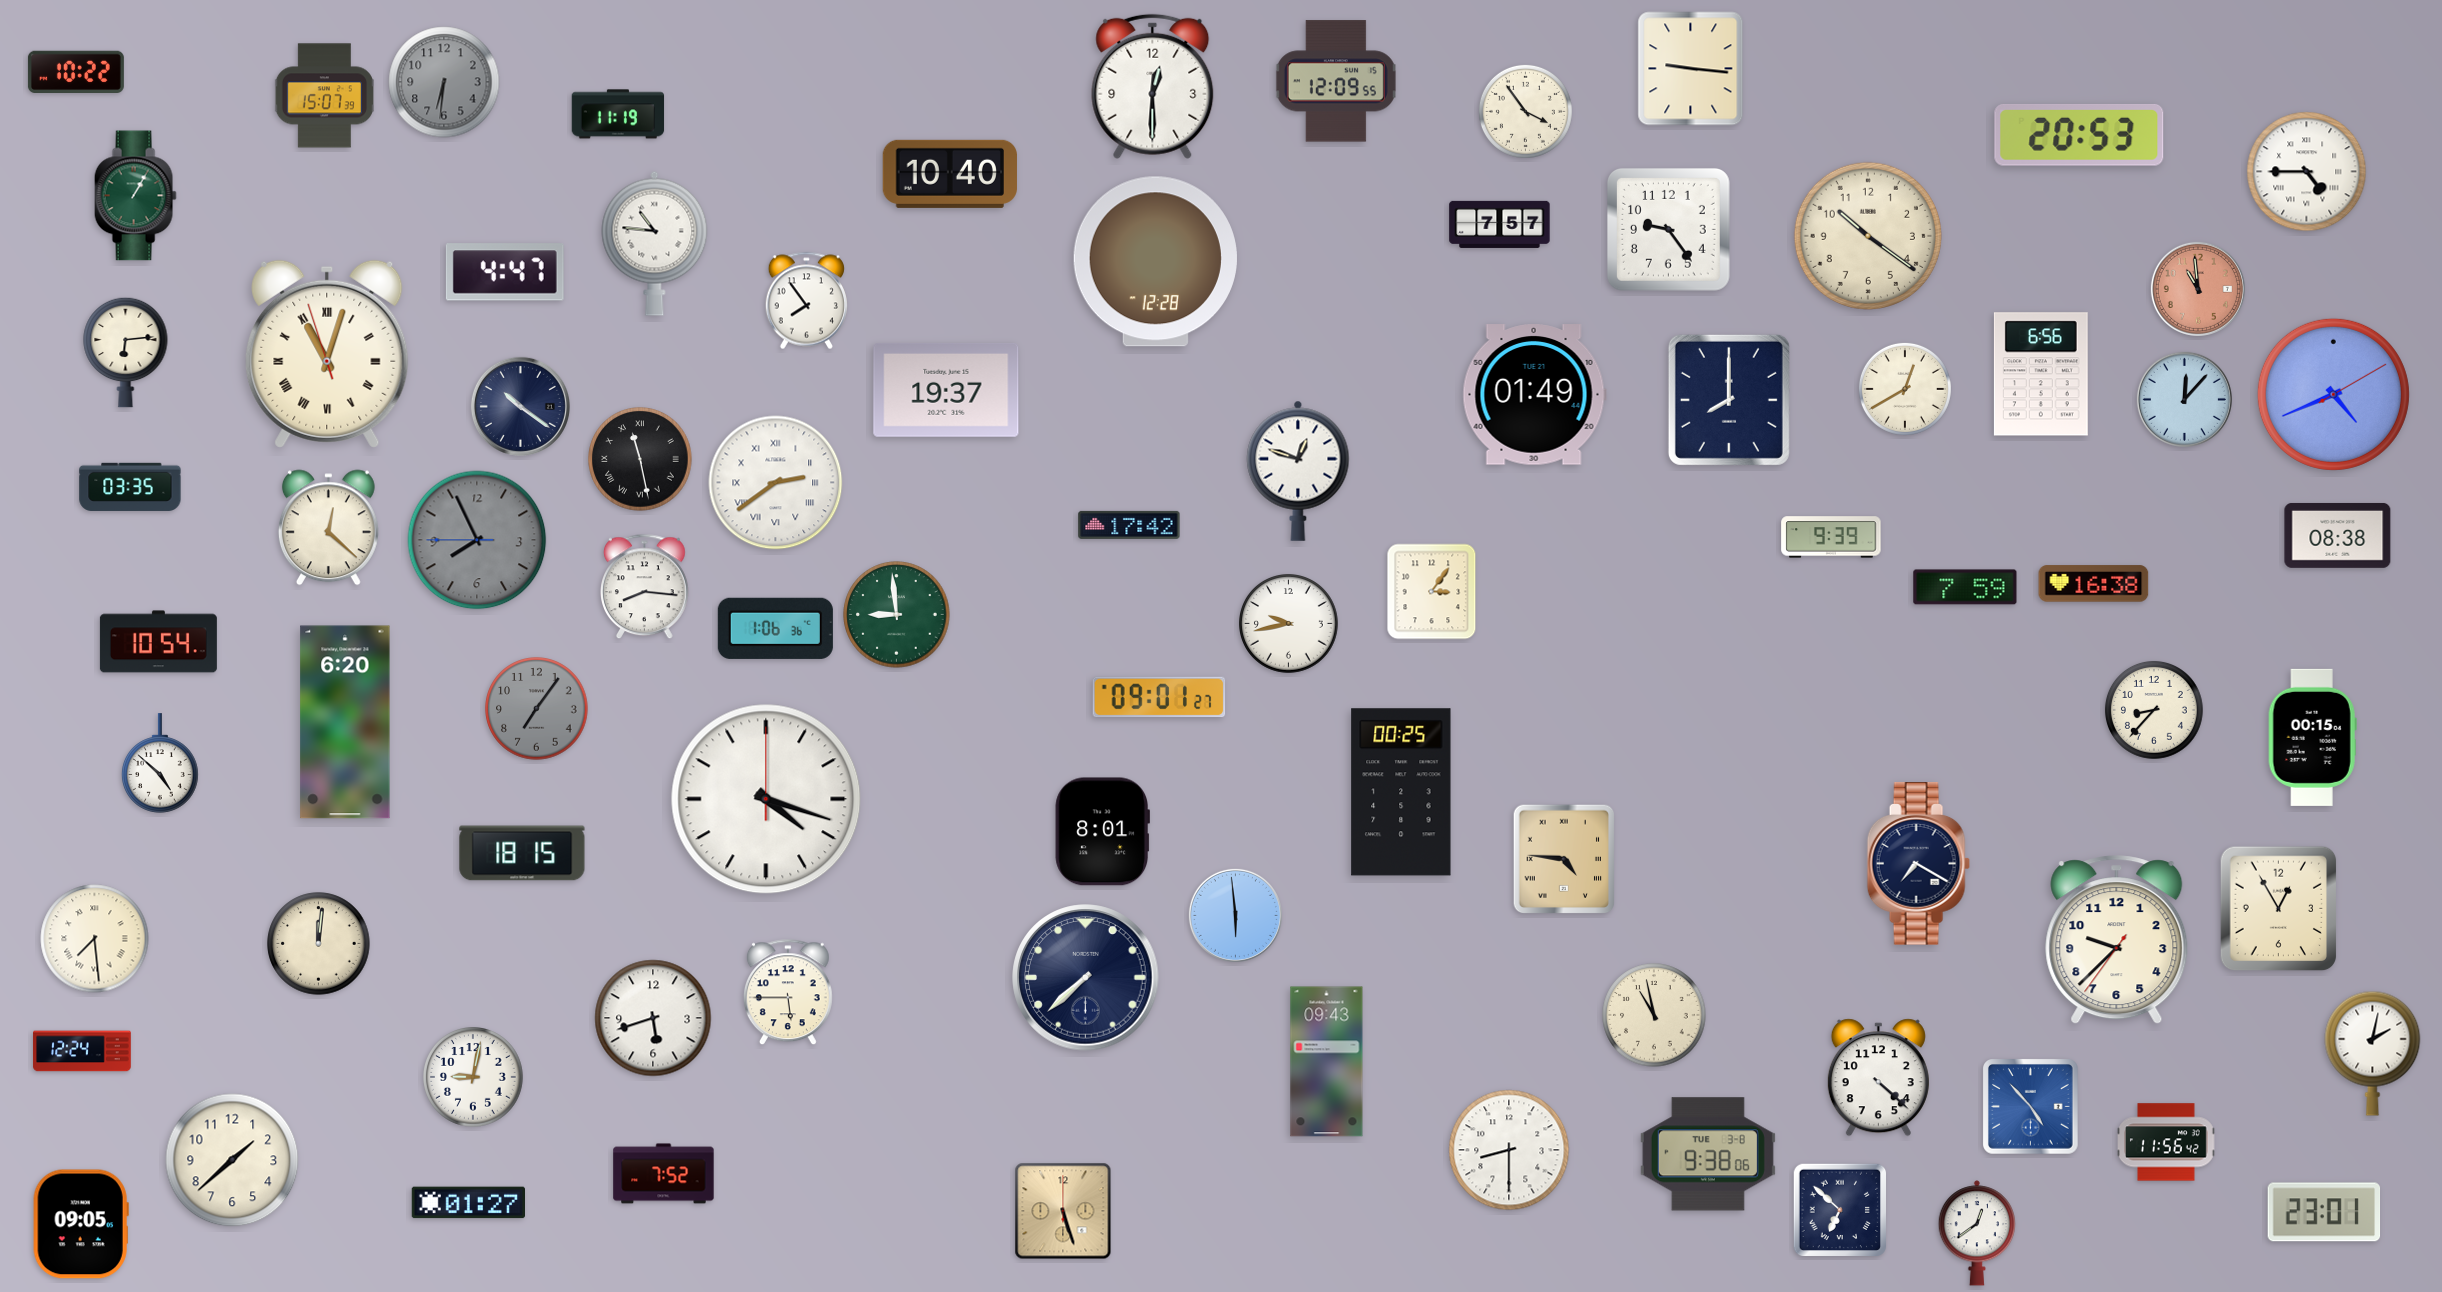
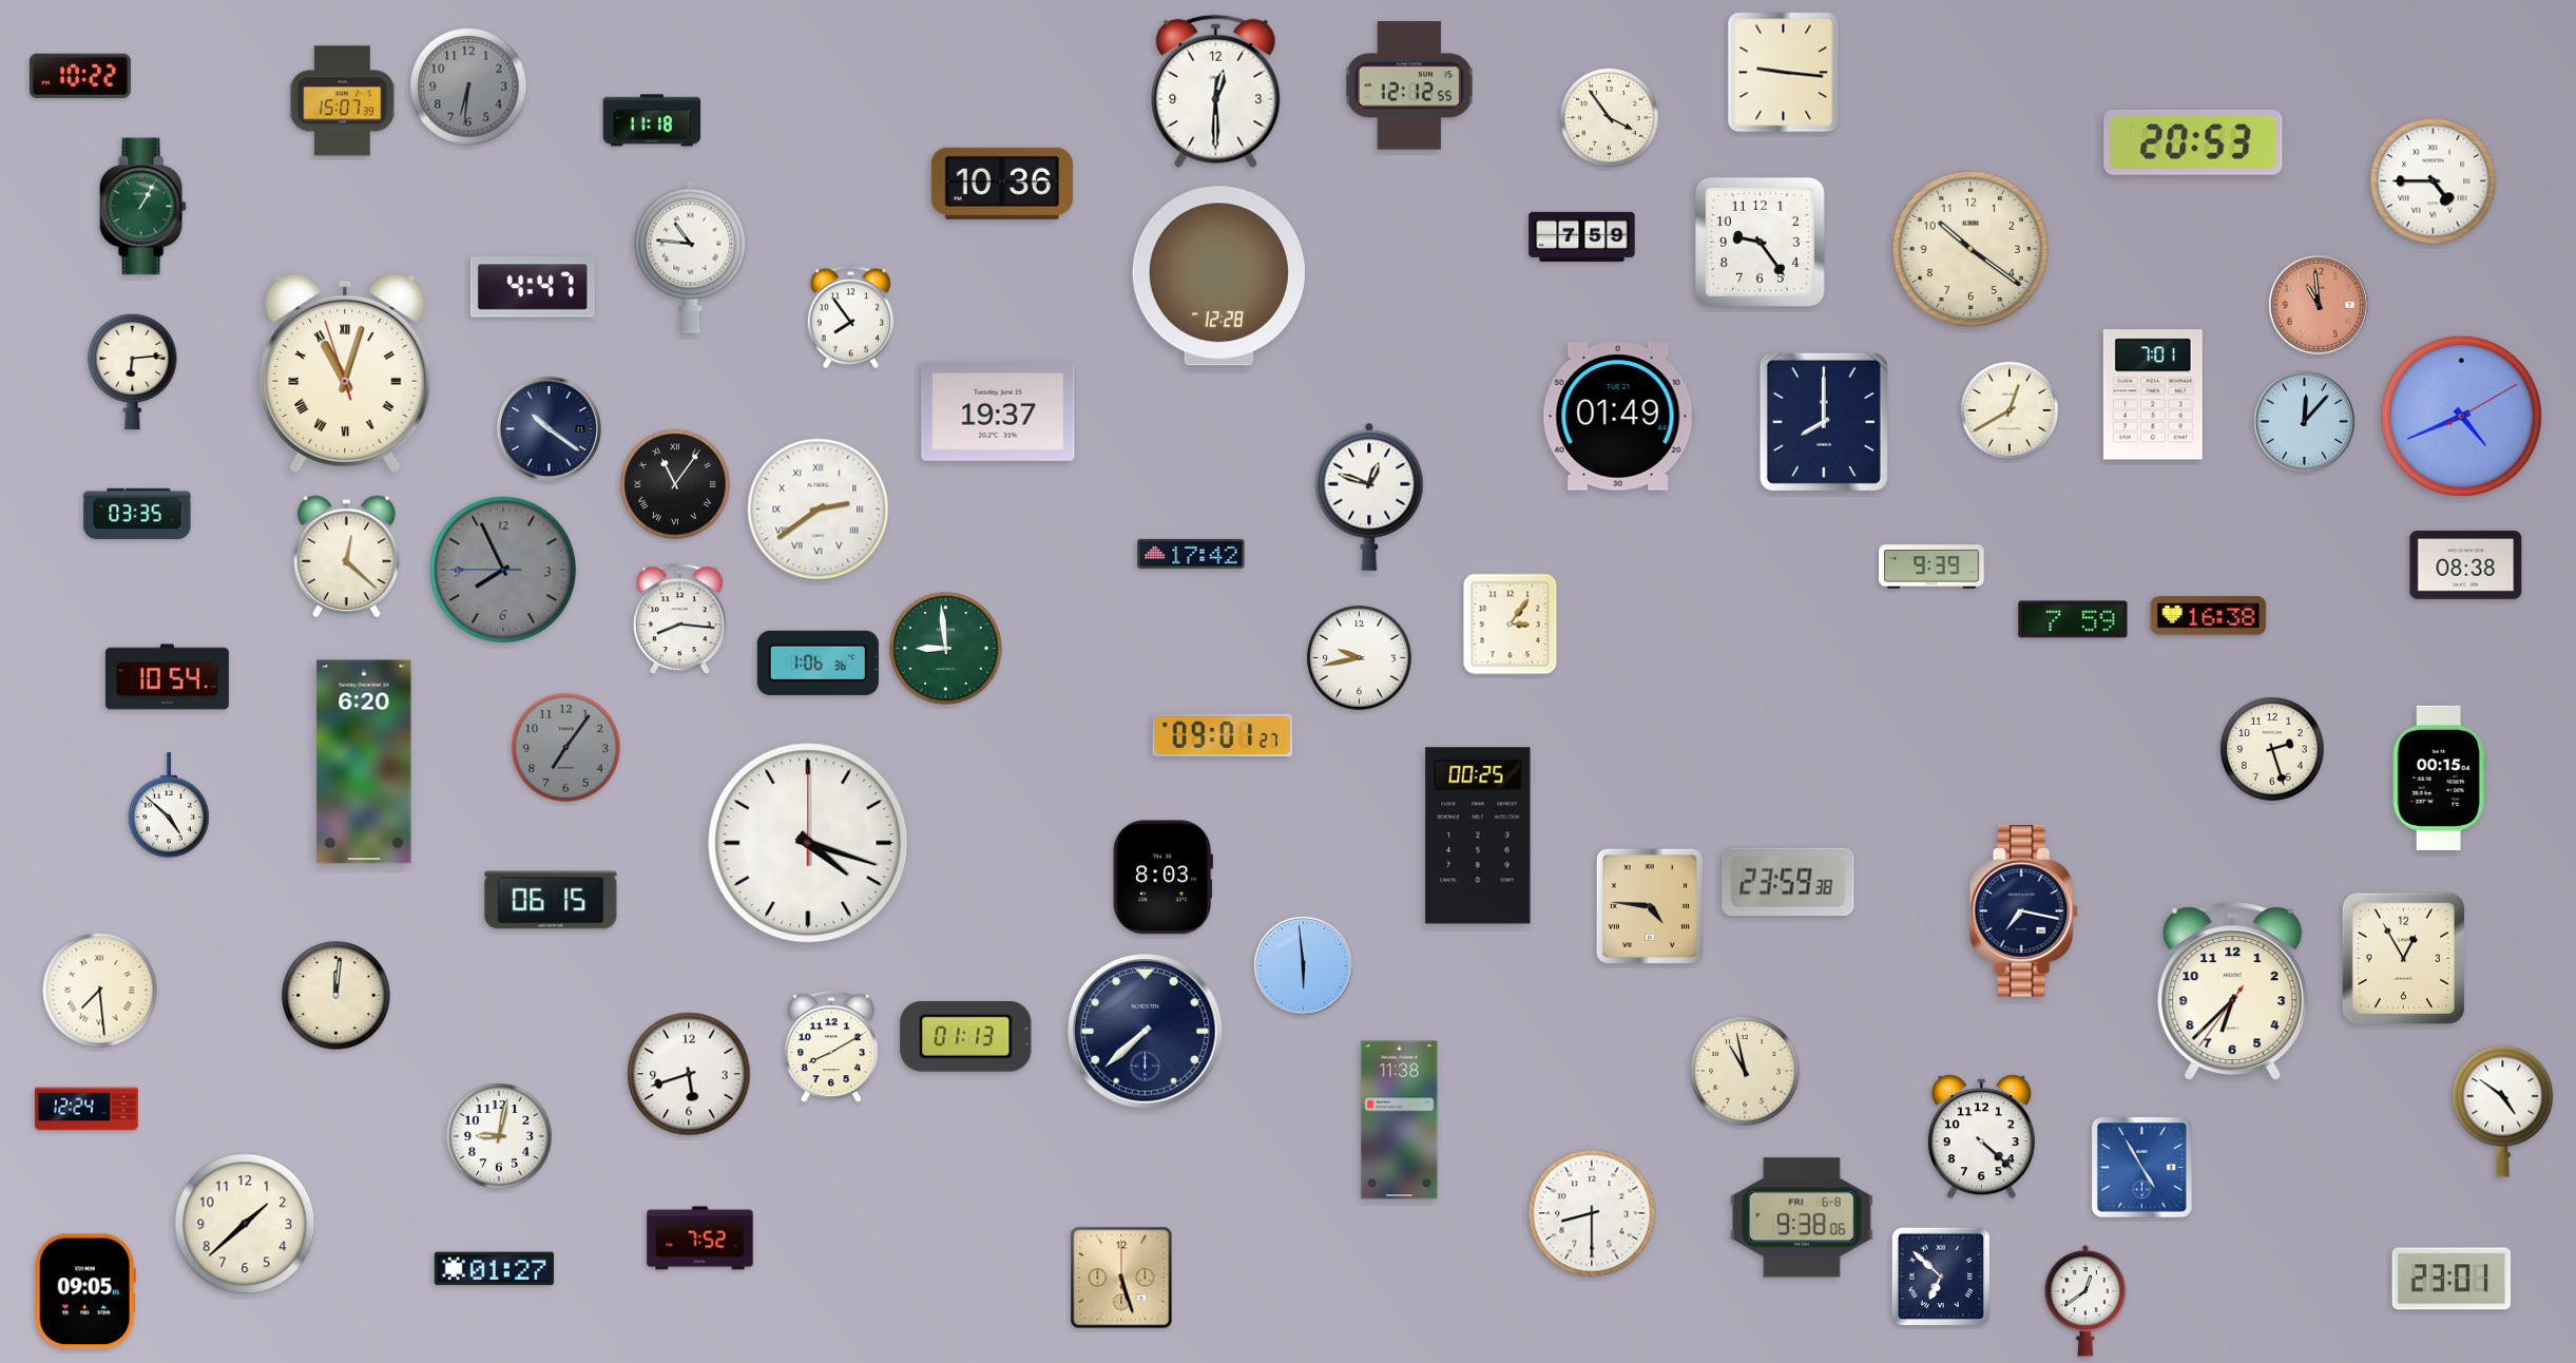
clock at (1336, 81): 12:09 -> 12:12
clock at (618, 114): 11:19 -> 11:18
clock at (950, 174): 10:40 -> 10:36
clock at (1500, 224): 7:57 -> 7:59
clock at (2041, 374): 6:56 -> 7:01
clock at (640, 459): 11:28 -> 11:06
clock at (2154, 710): 8:37 -> 2:27
clock at (1102, 832): 8:01 -> 8:03
clock at (1788, 882): none -> 23:59
clock at (522, 853): 18:15 -> 06:15
clock at (1918, 864): 7:20 -> 7:17
clock at (2117, 940): 9:37 -> 6:37
clock at (966, 1036): none -> 01:13
clock at (788, 993): 5:45 -> 8:10
clock at (2373, 1053): 2:02 -> 4:51
clock at (1327, 1062): 09:43 -> 11:38
clock at (2031, 1107): 4:53 -> 4:55
clock at (2167, 1142): 11:56 -> none
clock at (1708, 1154) date: TUE 3-8 -> FRI 6-8
